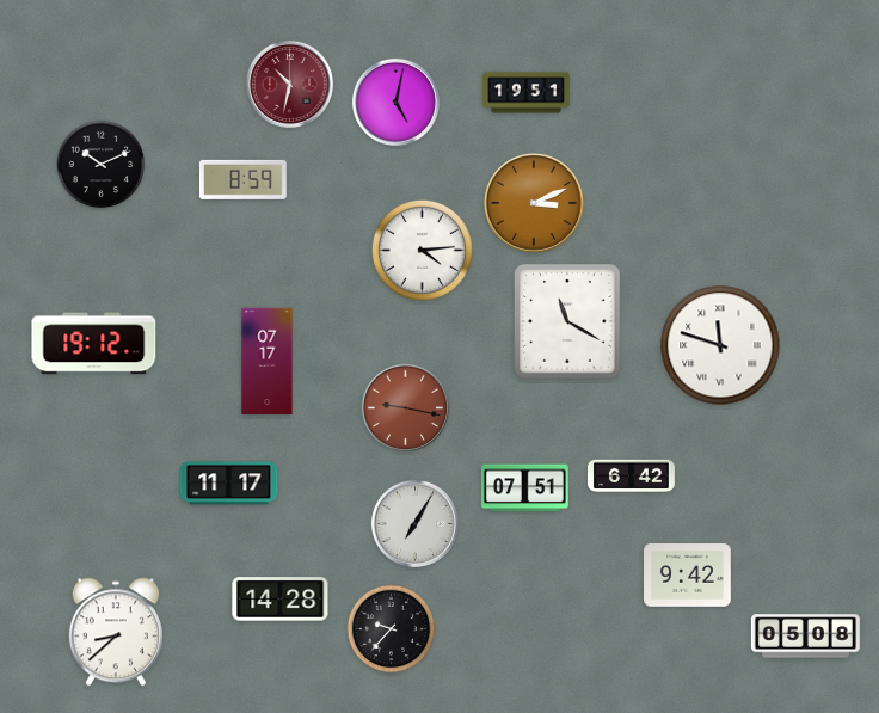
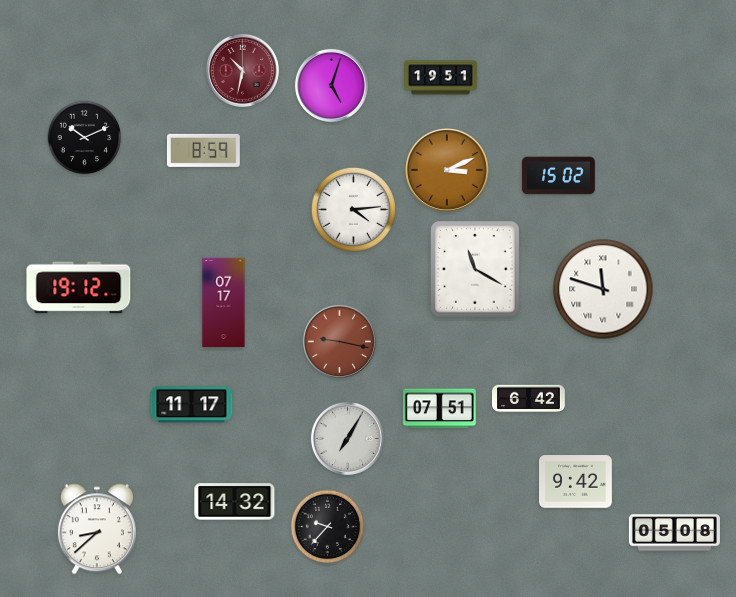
clock at (395, 102): 5:02 -> 5:03
clock at (559, 176): none -> 15:02
clock at (281, 600): 14:28 -> 14:32
